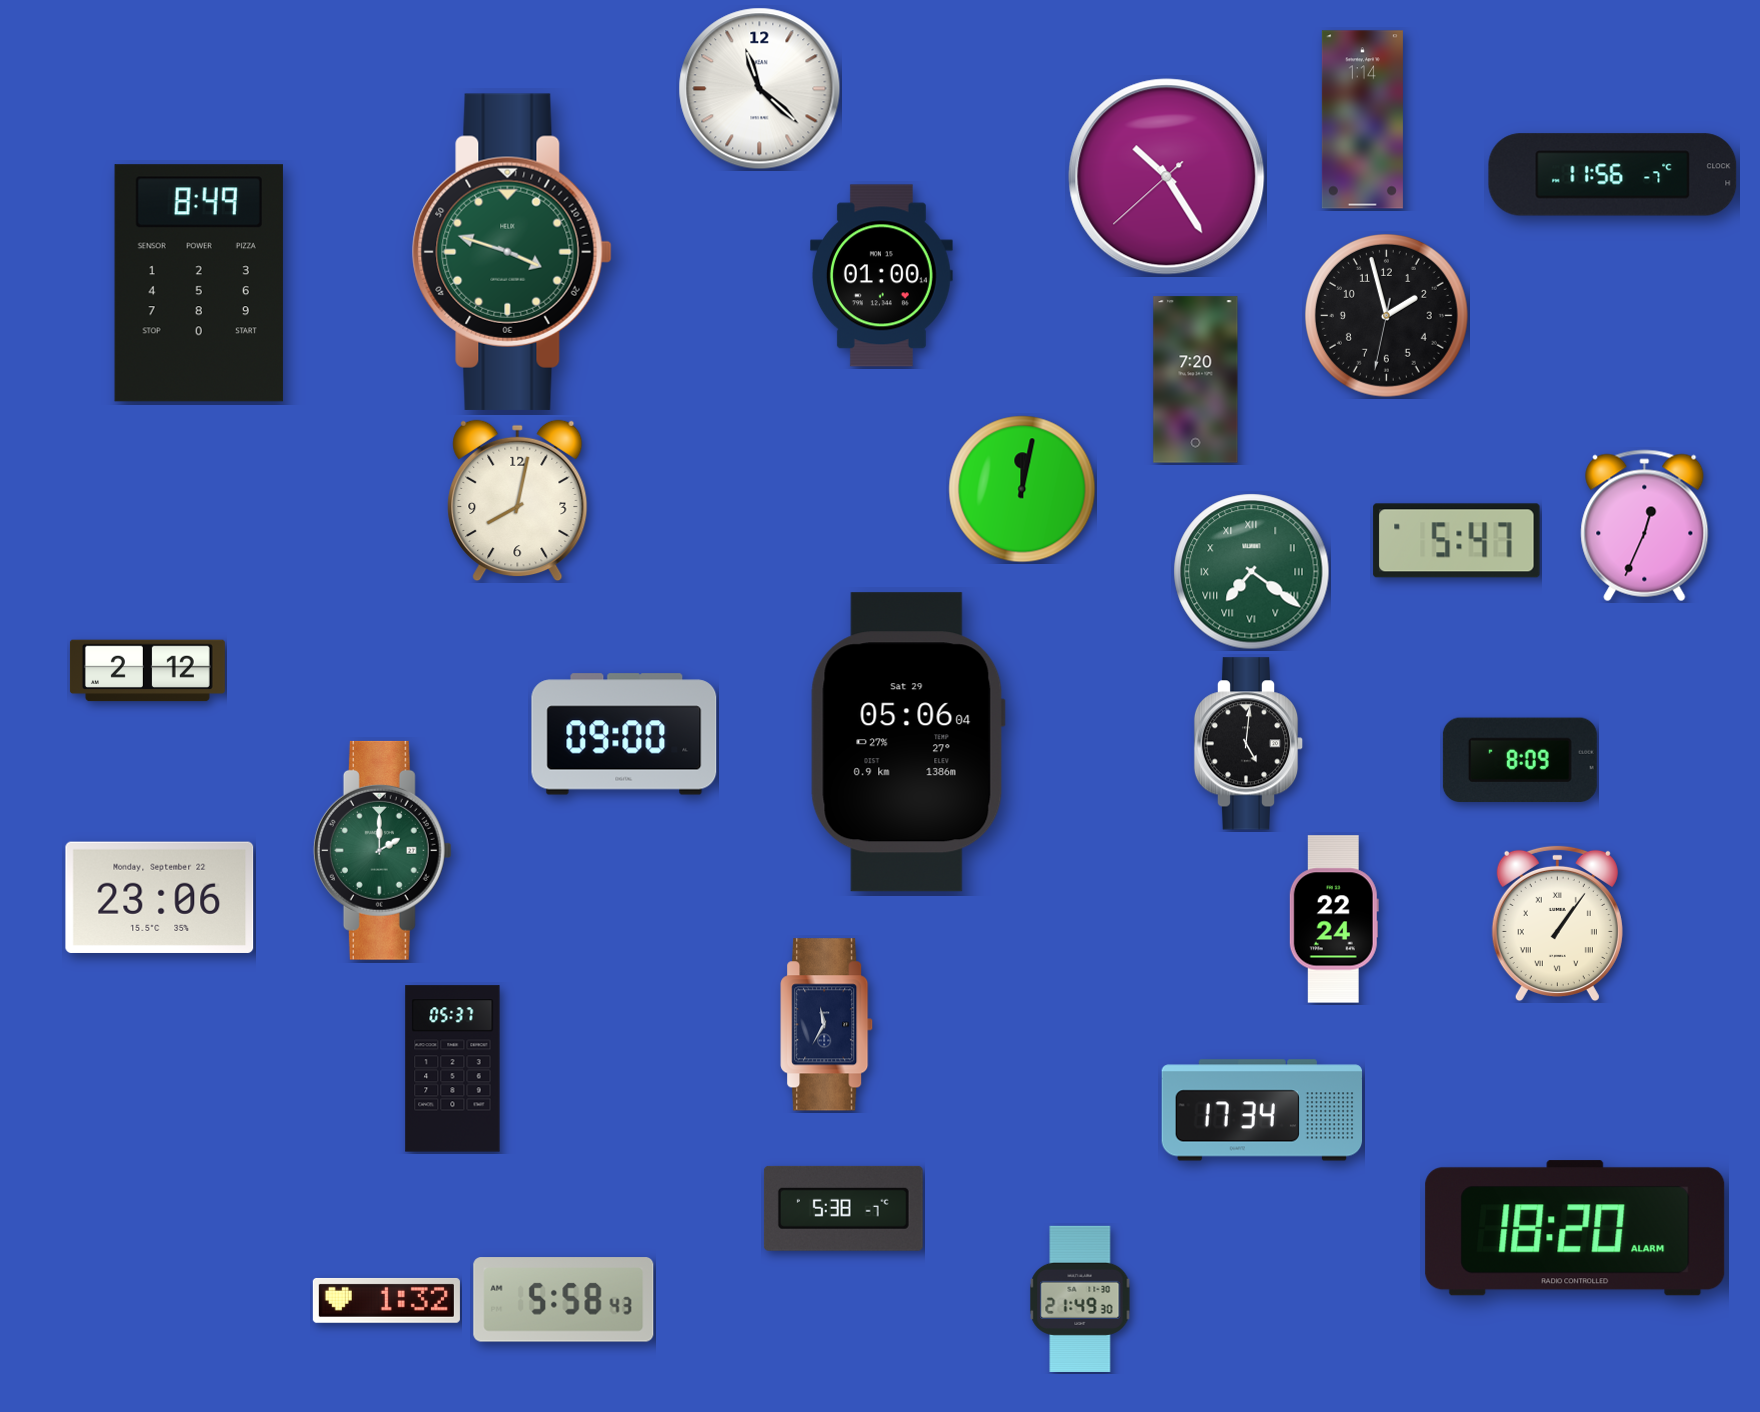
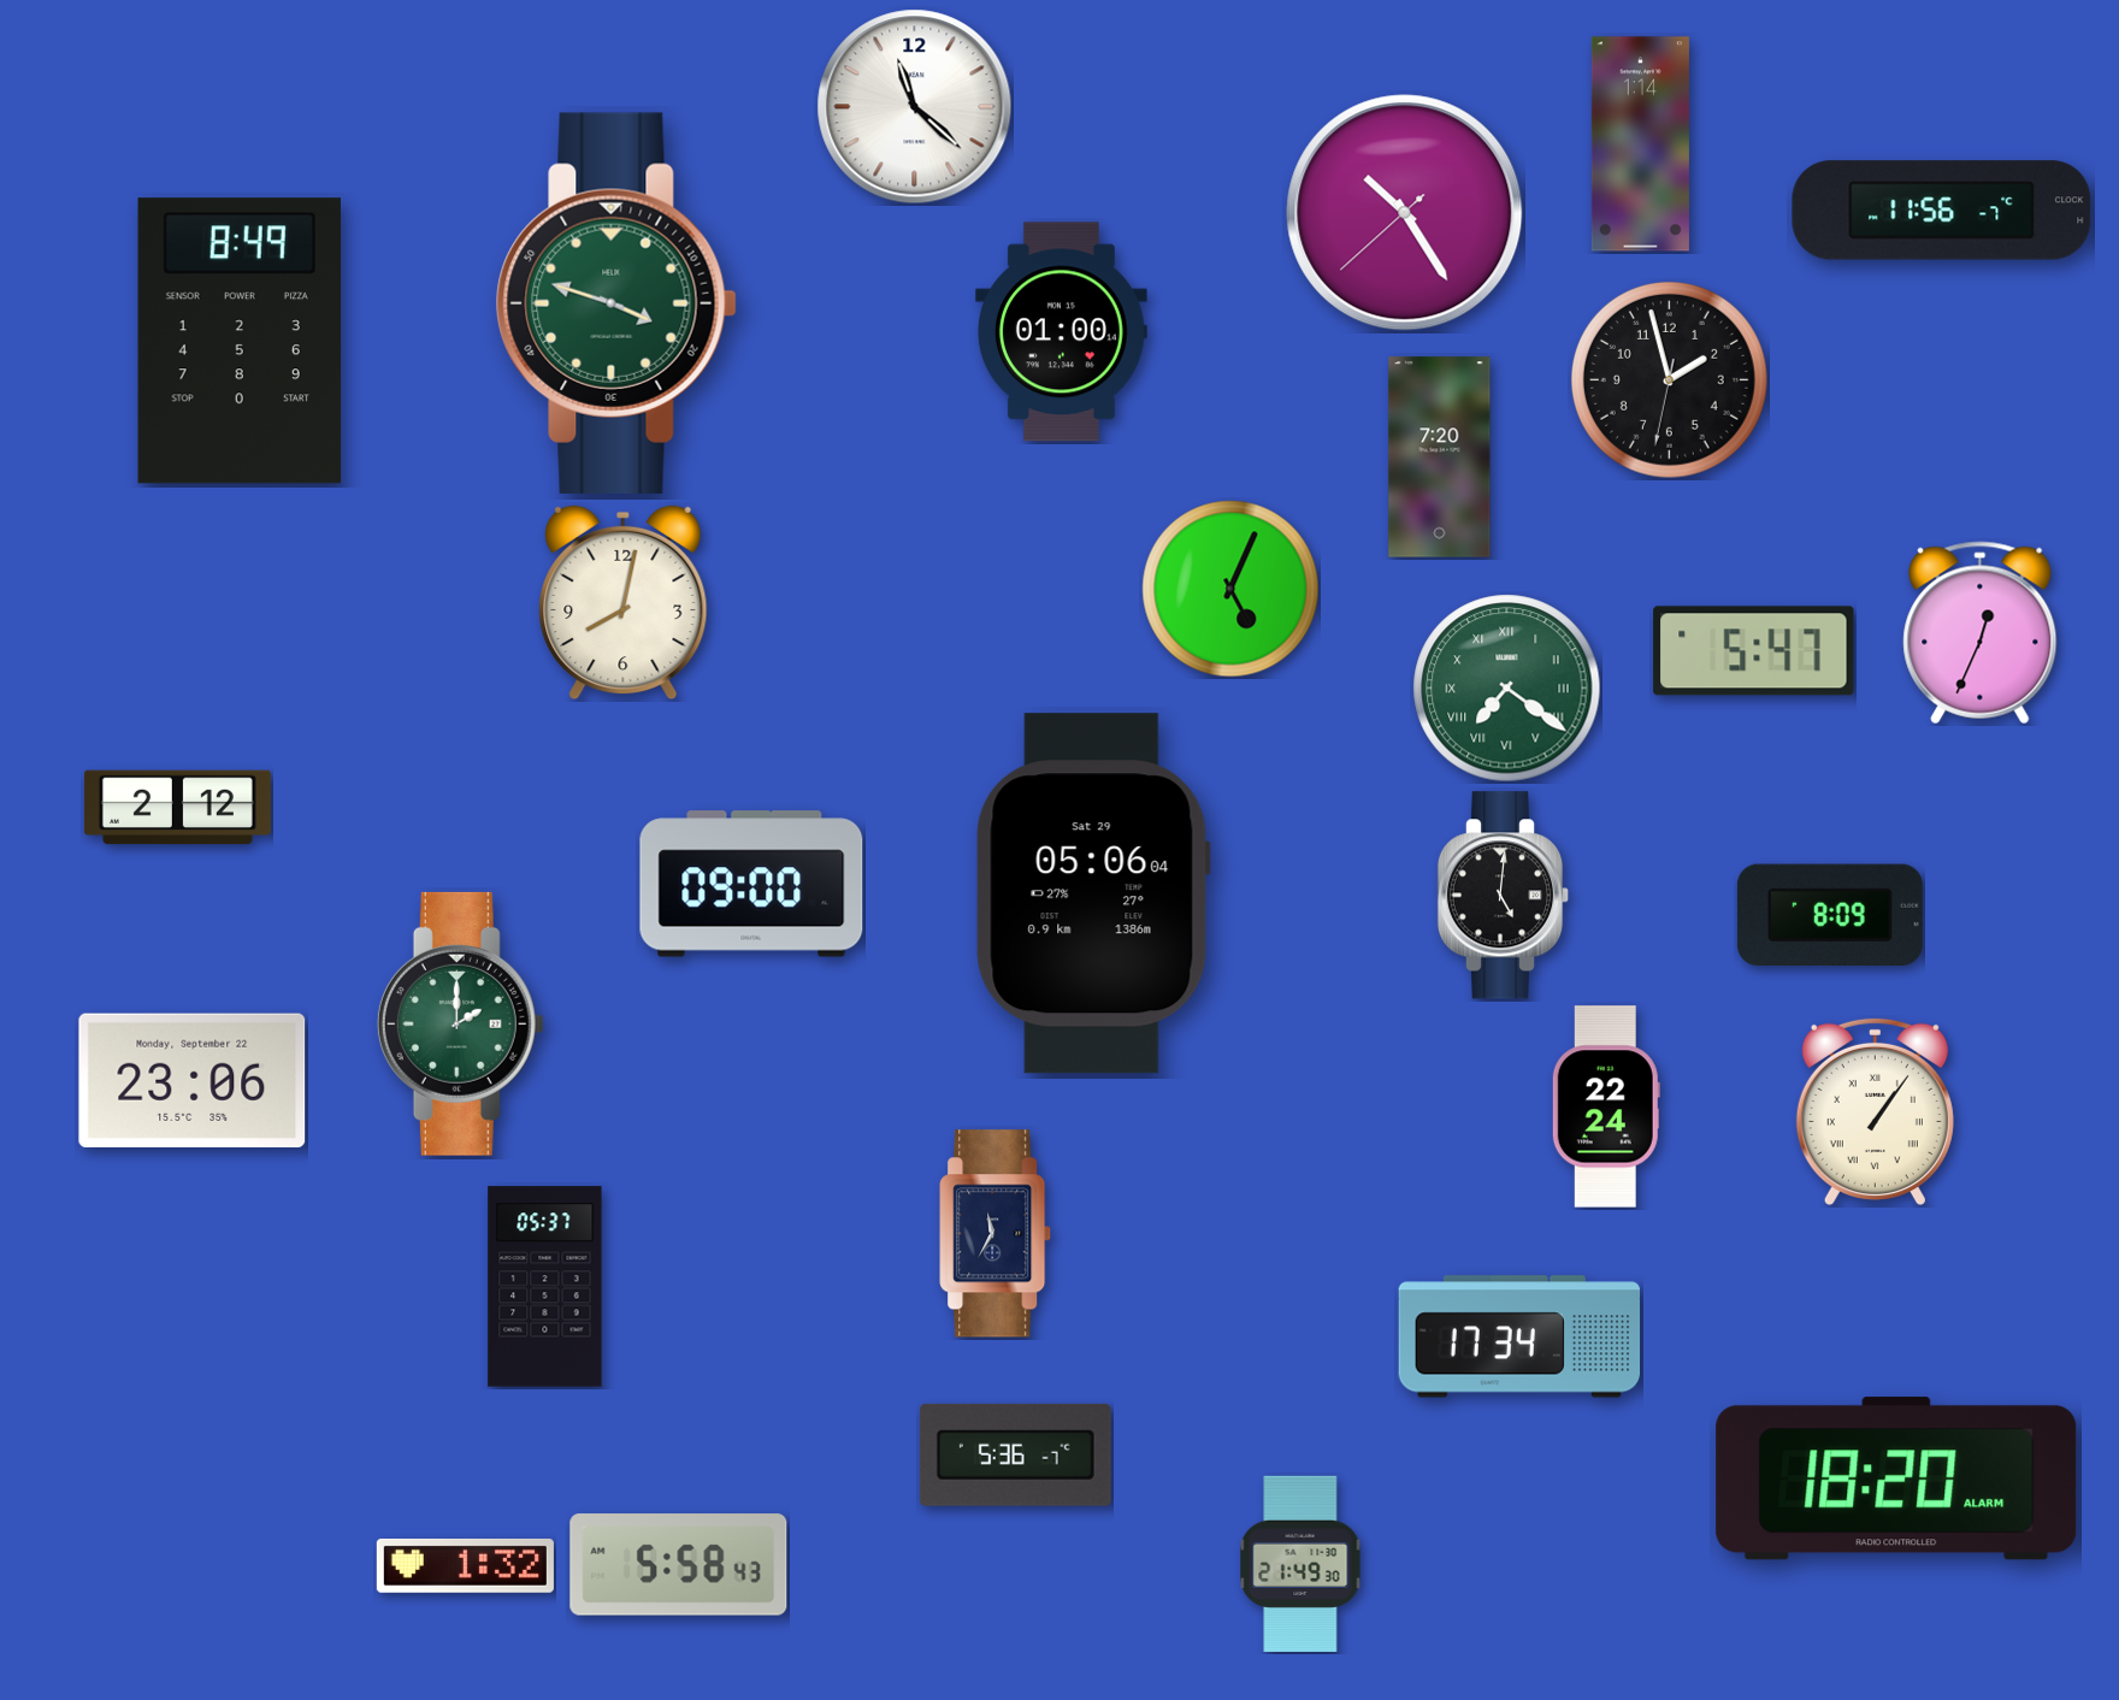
clock at (1022, 489): 12:02 -> 5:04
clock at (843, 1208): 5:38 -> 5:36
